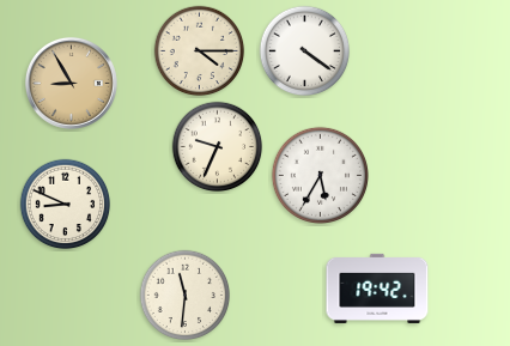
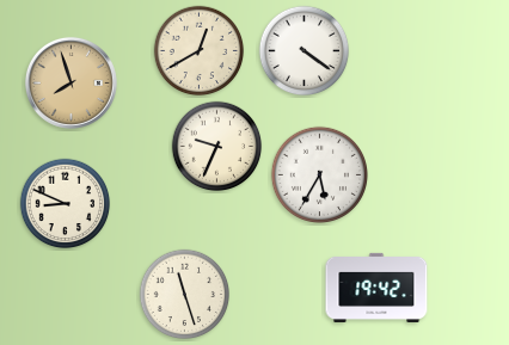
clock at (200, 51): 4:15 -> 12:40
clock at (71, 83): 8:55 -> 7:57
clock at (186, 296): 11:31 -> 11:27
